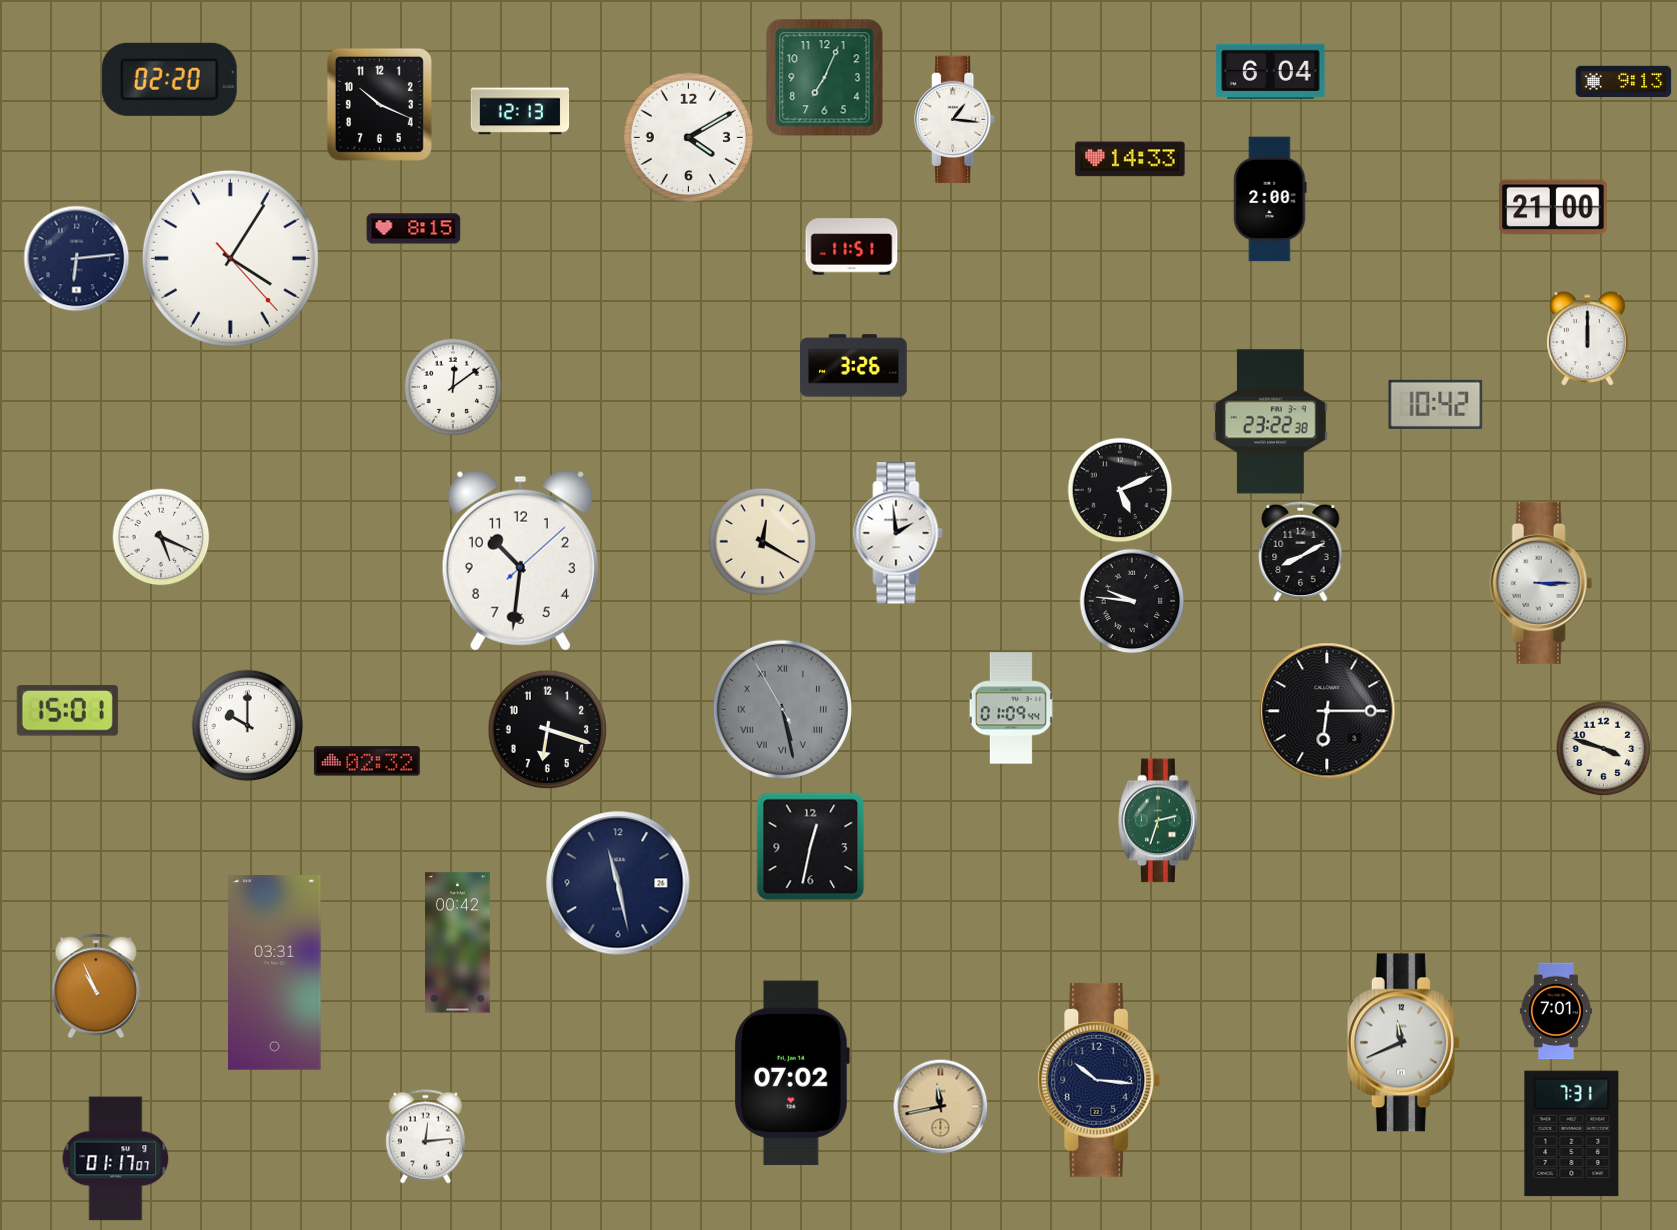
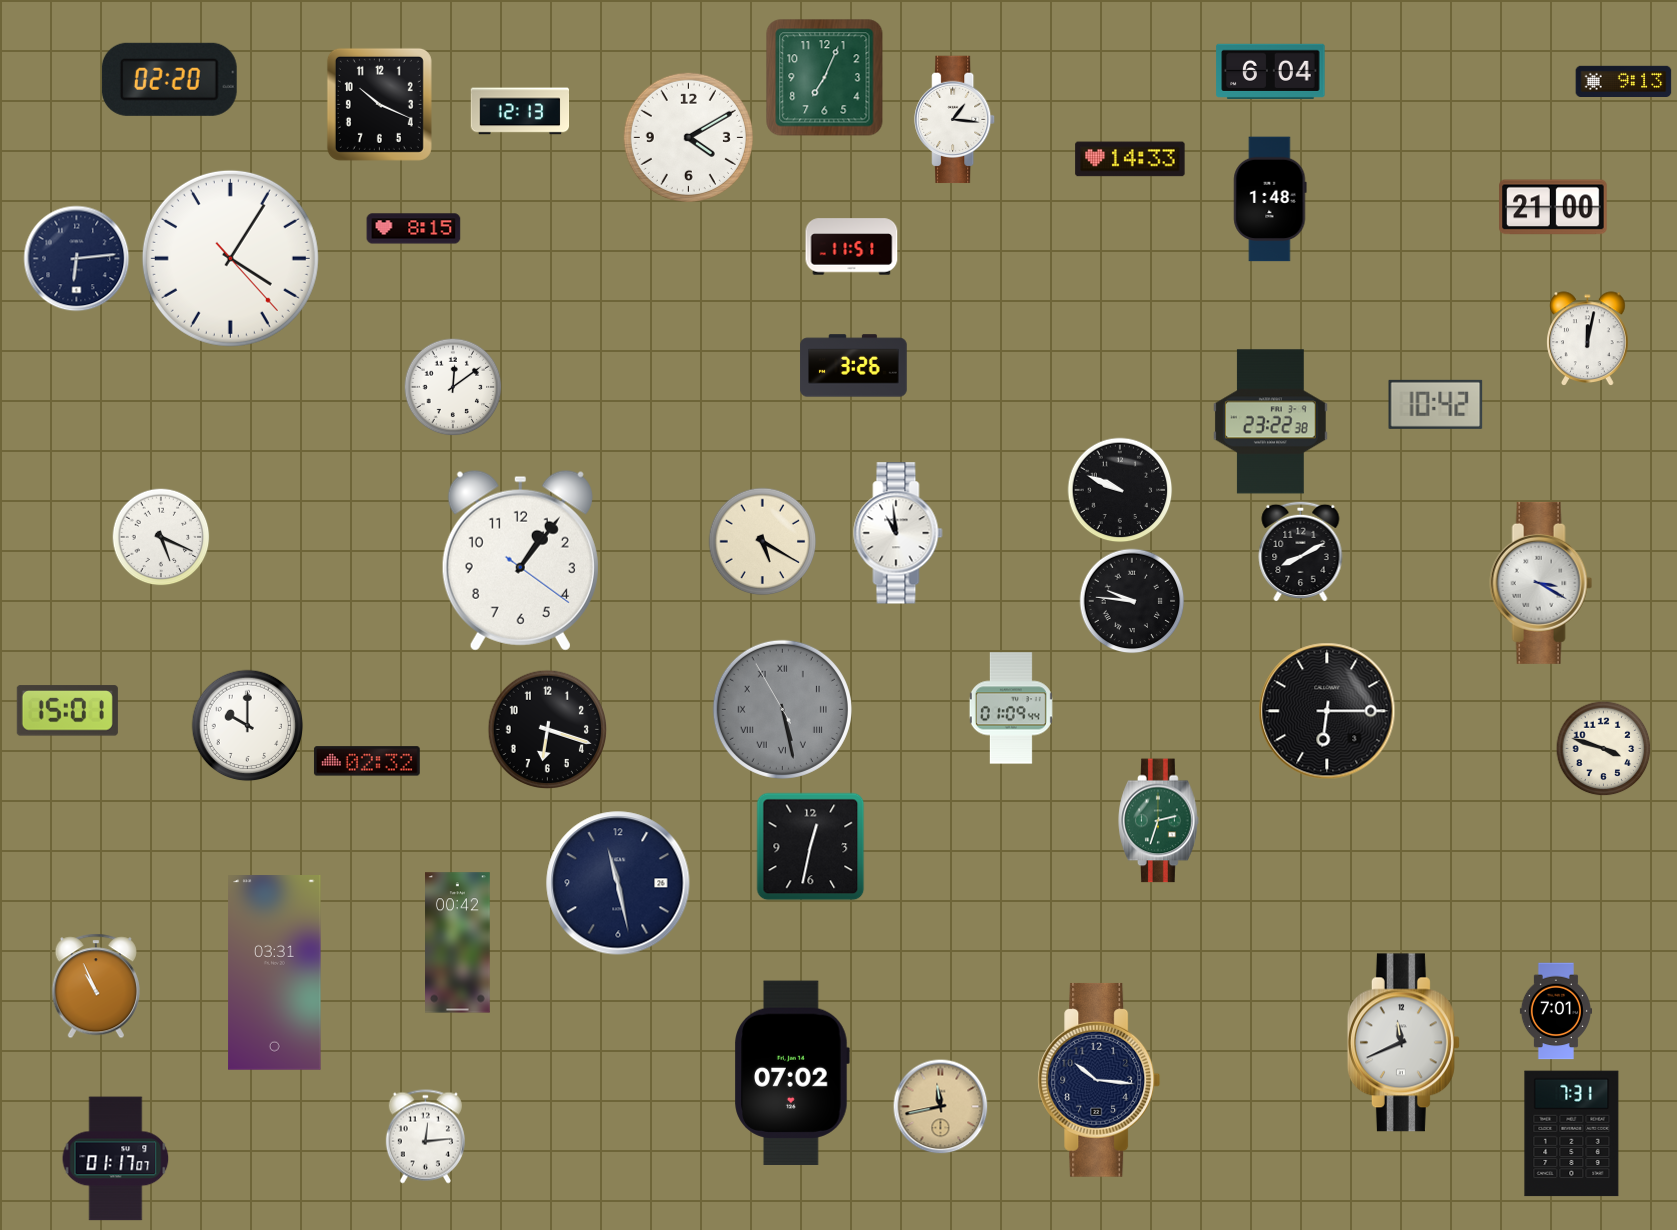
clock at (1270, 199): 2:00 -> 1:48
clock at (1588, 338): 12:00 -> 12:02
clock at (1120, 490): 5:11 -> 9:49
clock at (898, 533): 1:59 -> 10:59
clock at (763, 542): 12:20 -> 5:20
clock at (520, 560): 10:31 -> 1:06
clock at (1541, 583): 3:15 -> 3:20
